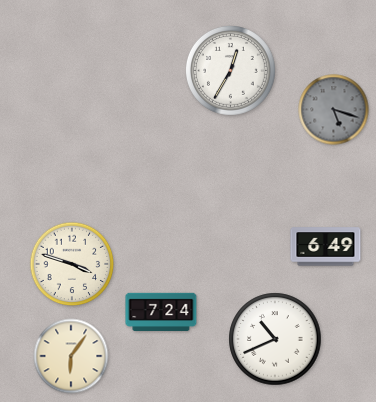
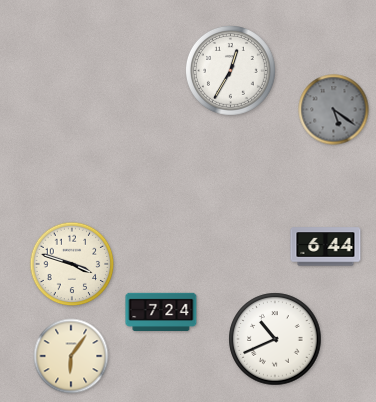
clock at (334, 110): 5:18 -> 5:21
clock at (326, 247): 6:49 -> 6:44
